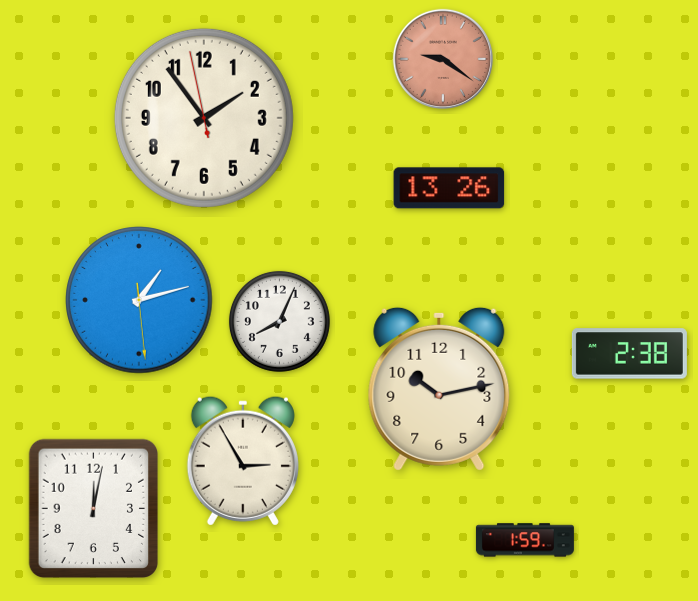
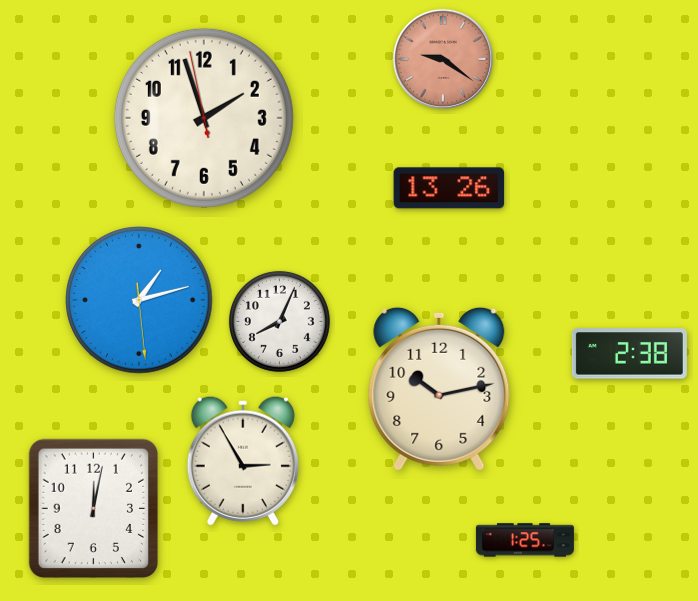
clock at (204, 118): 1:53 -> 1:56
clock at (525, 540): 1:59 -> 1:25
